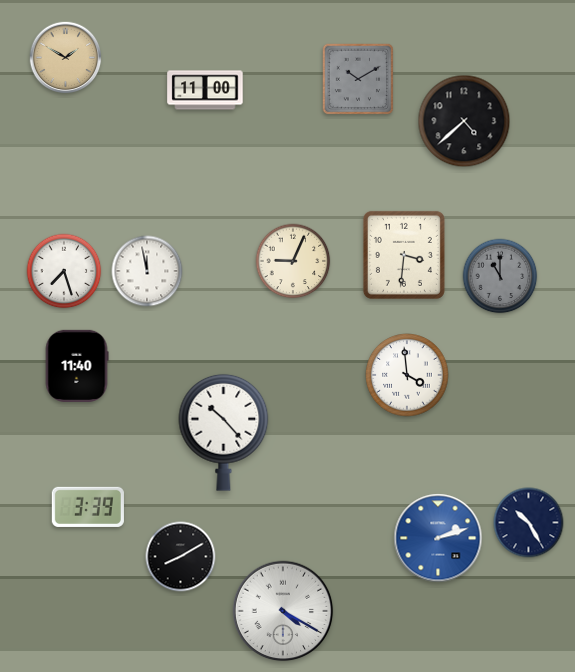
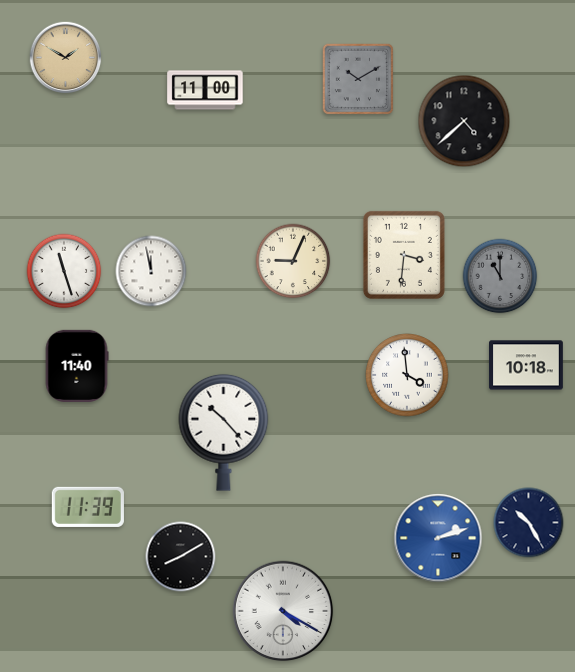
clock at (64, 271): 7:27 -> 11:27
clock at (147, 271) position: (147, 271) -> (151, 271)
clock at (527, 365): none -> 10:18
clock at (88, 507): 3:39 -> 11:39
